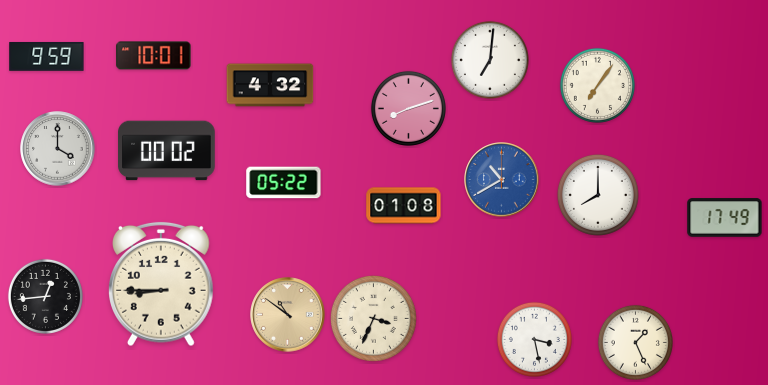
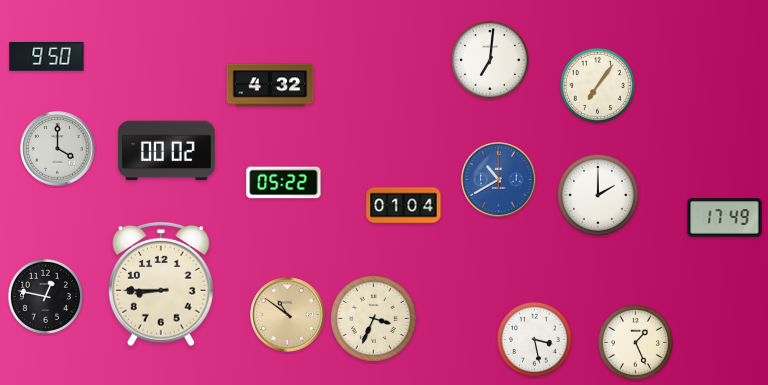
clock at (47, 56): 9:59 -> 9:50
clock at (154, 56): 10:01 -> none
clock at (408, 108): 8:12 -> none
clock at (502, 180) position: (502, 180) -> (499, 180)
clock at (598, 195): 8:00 -> 2:00
clock at (404, 206): 01:08 -> 01:04
clock at (45, 296): 12:44 -> 12:47
